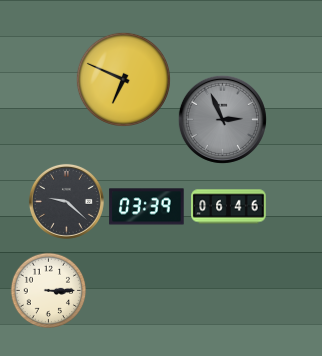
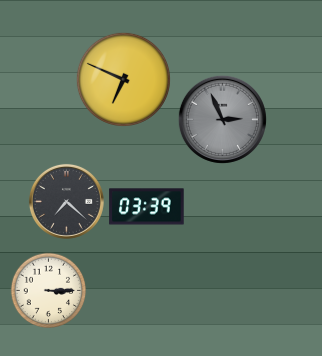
clock at (66, 201): 9:22 -> 7:22
clock at (229, 207): 06:46 -> none
